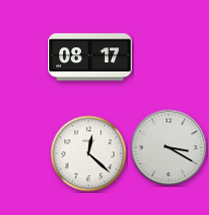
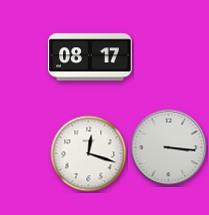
clock at (169, 148): 3:20 -> 3:16
clock at (89, 154): 12:22 -> 12:18
